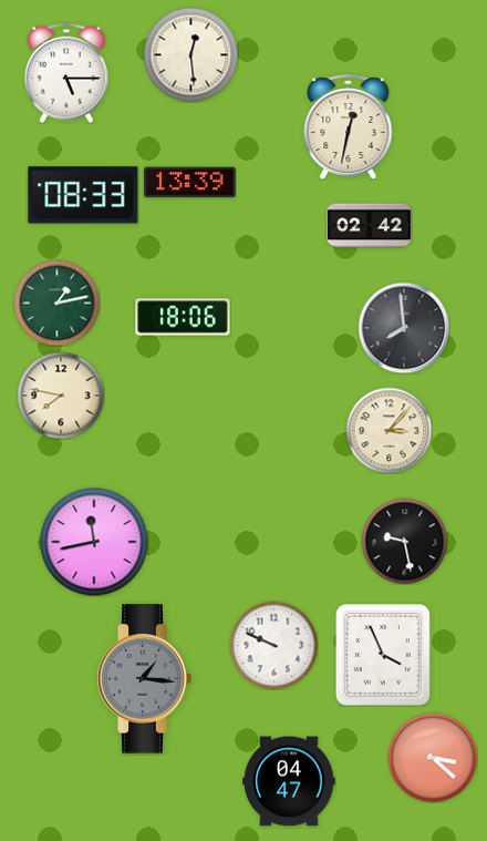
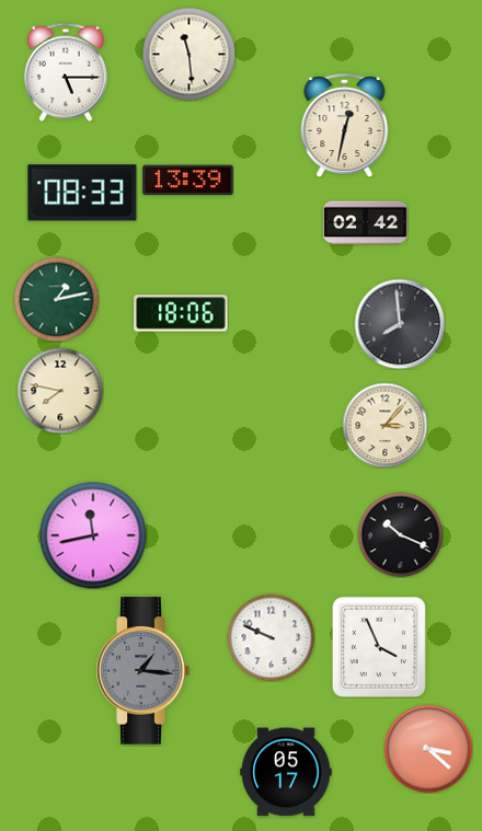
clock at (190, 54): 12:29 -> 11:29
clock at (404, 541): 9:28 -> 10:19
clock at (289, 781): 04:47 -> 05:17
